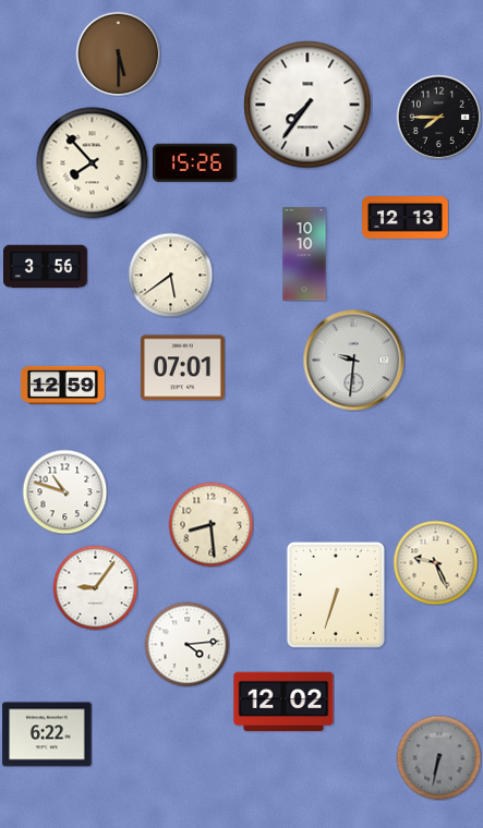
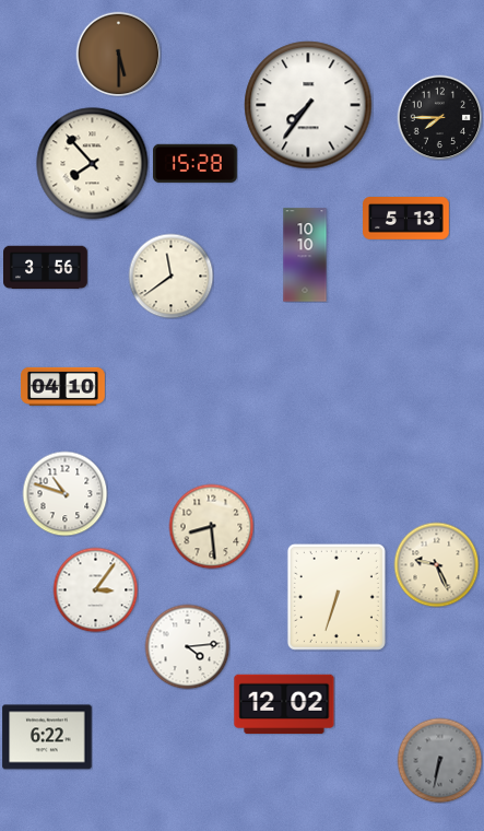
clock at (194, 162): 15:26 -> 15:28
clock at (406, 218): 12:13 -> 5:13
clock at (170, 275): 5:39 -> 11:39
clock at (353, 360): 9:31 -> none
clock at (182, 368): 07:01 -> none
clock at (63, 385): 12:59 -> 04:10
clock at (95, 587): 9:06 -> 3:06
